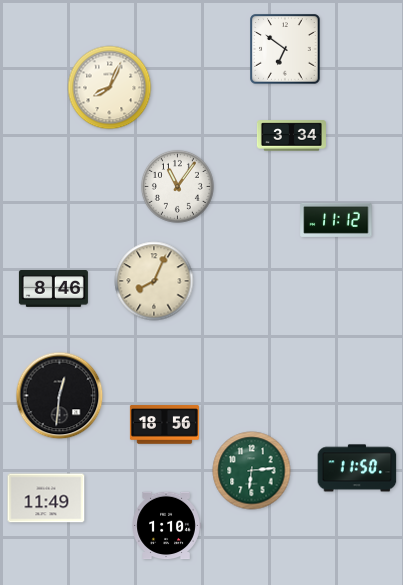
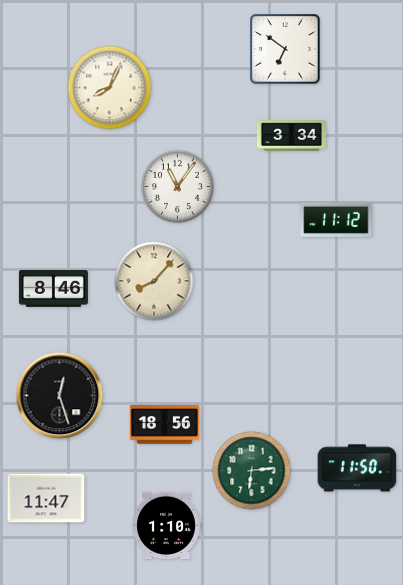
clock at (154, 281): 8:04 -> 8:07
clock at (60, 396): 12:31 -> 12:27
clock at (46, 498): 11:49 -> 11:47
